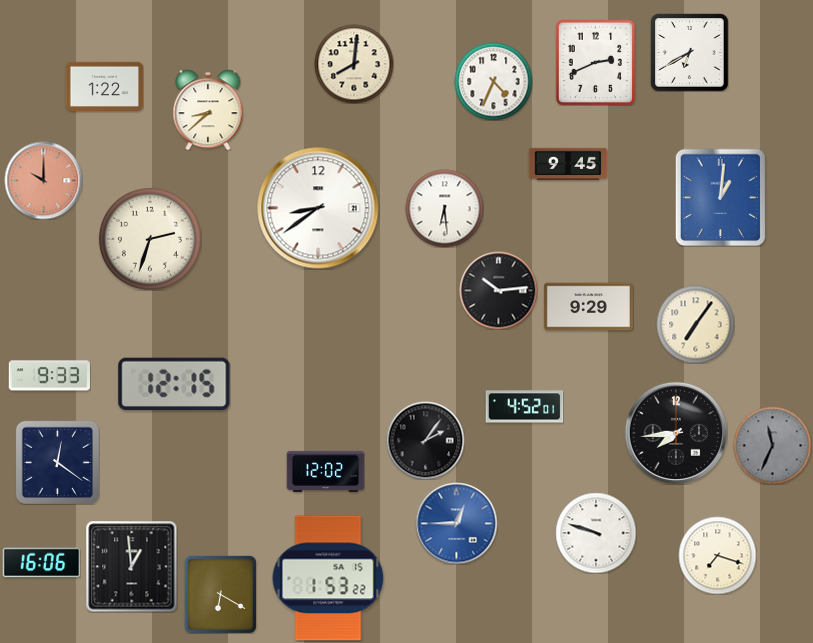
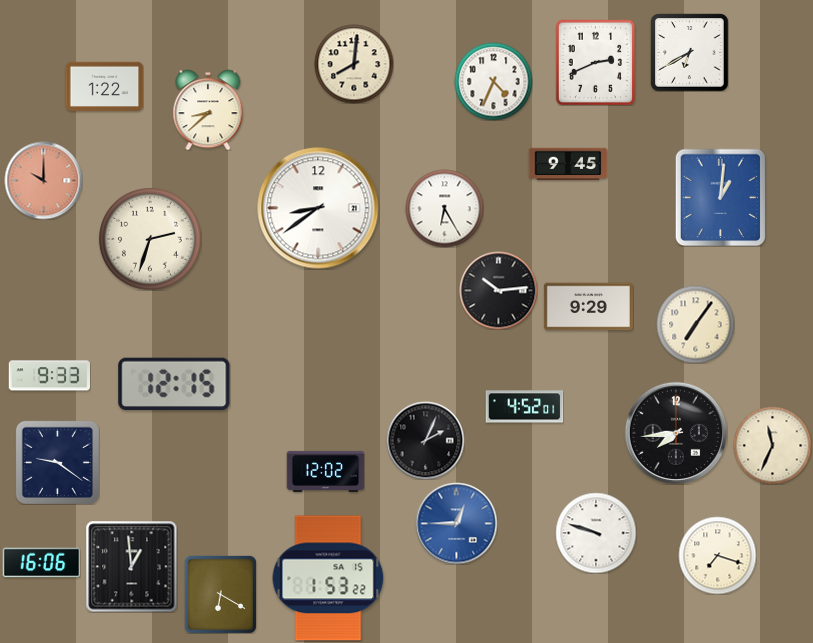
clock at (444, 208): 6:29 -> 6:25
clock at (425, 440): 2:06 -> 2:04
clock at (772, 445) dial: grey -> cream
clock at (57, 462): 12:21 -> 9:21
